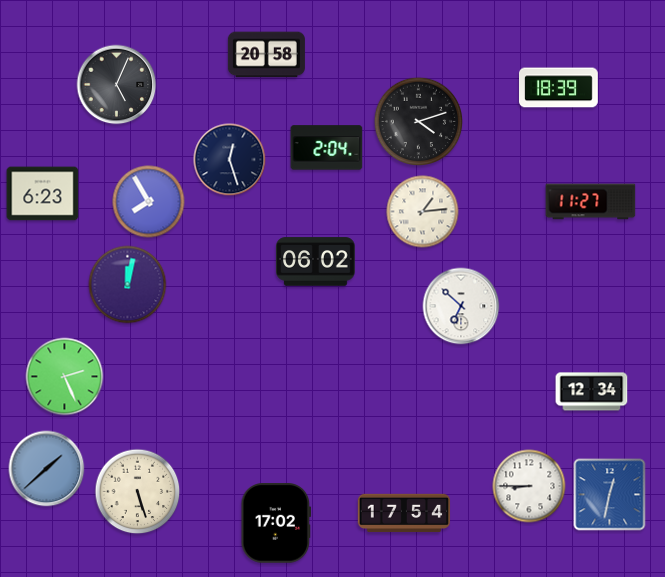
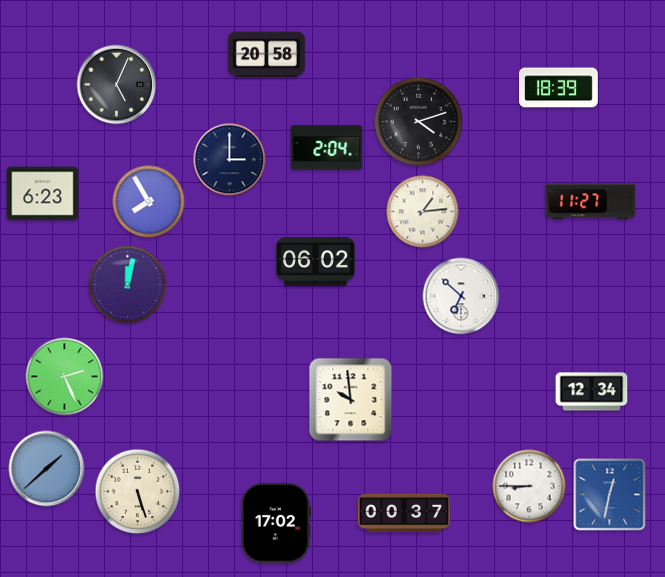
clock at (230, 160): 12:27 -> 3:00
clock at (461, 306) position: (461, 306) -> (461, 296)
clock at (351, 400): none -> 9:59
clock at (404, 513): 17:54 -> 00:37
